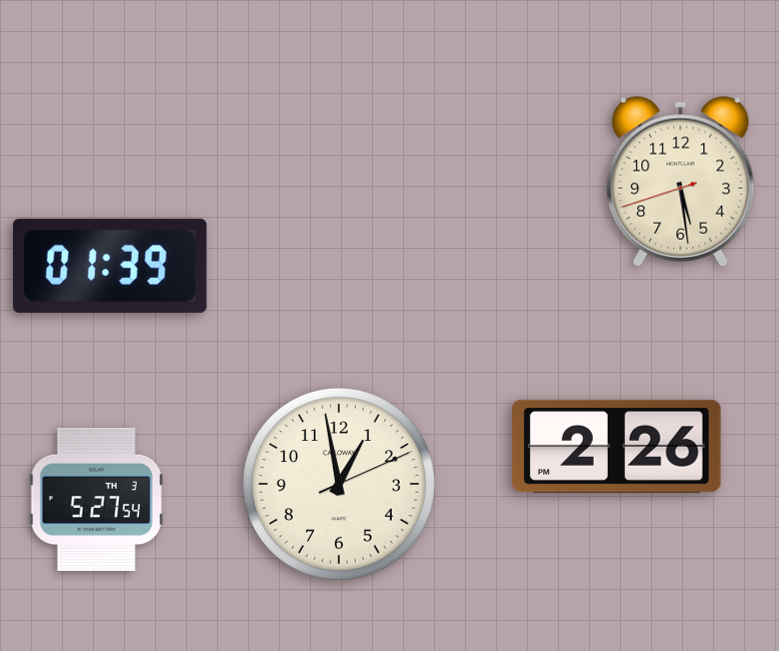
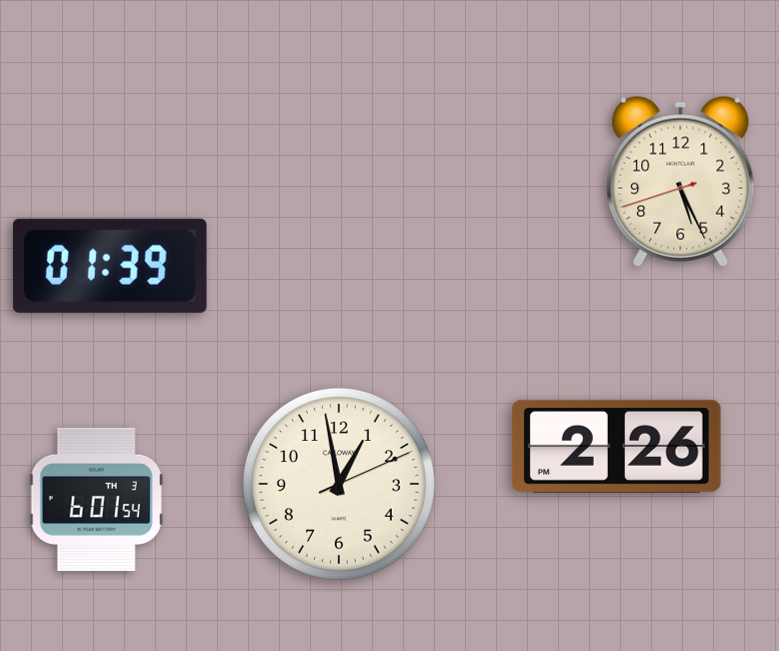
clock at (681, 181): 5:28 -> 5:25
clock at (96, 499): 5:27 -> 6:01
